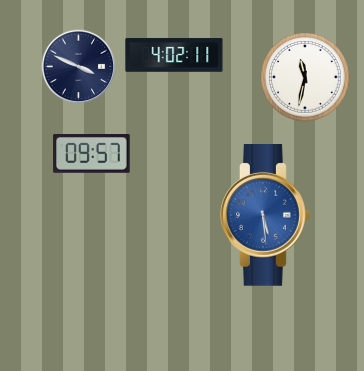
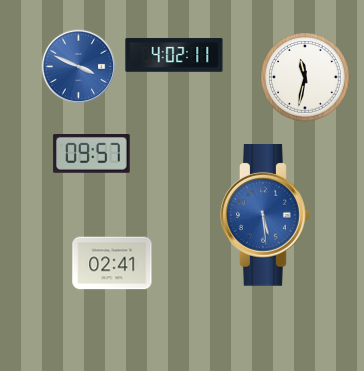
clock at (79, 67) dial: navy -> blue
clock at (112, 263): none -> 02:41
